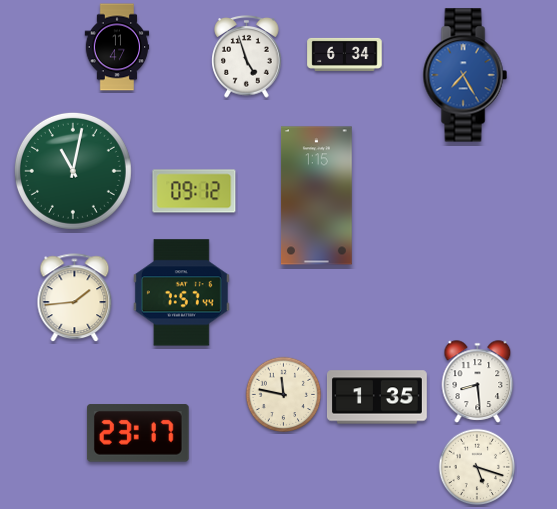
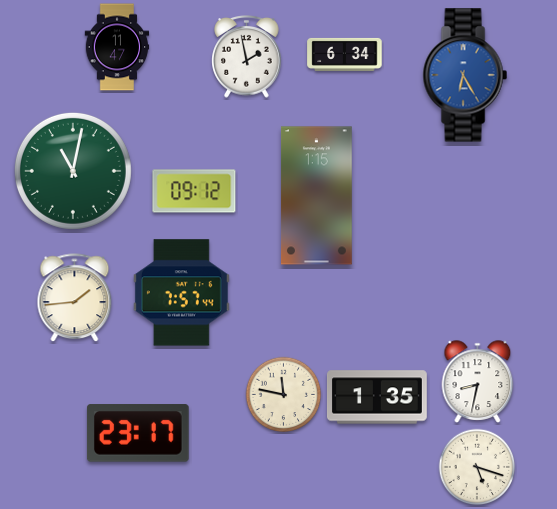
clock at (247, 57): 4:57 -> 1:58
clock at (465, 75): 7:25 -> 6:25
clock at (478, 382): 8:29 -> 8:32
